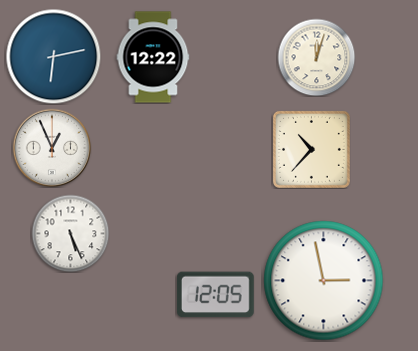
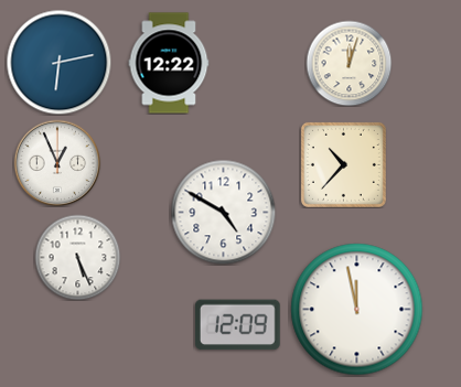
clock at (223, 212): none -> 4:50
clock at (324, 281): 2:58 -> 11:58
clock at (215, 295): 12:05 -> 12:09
